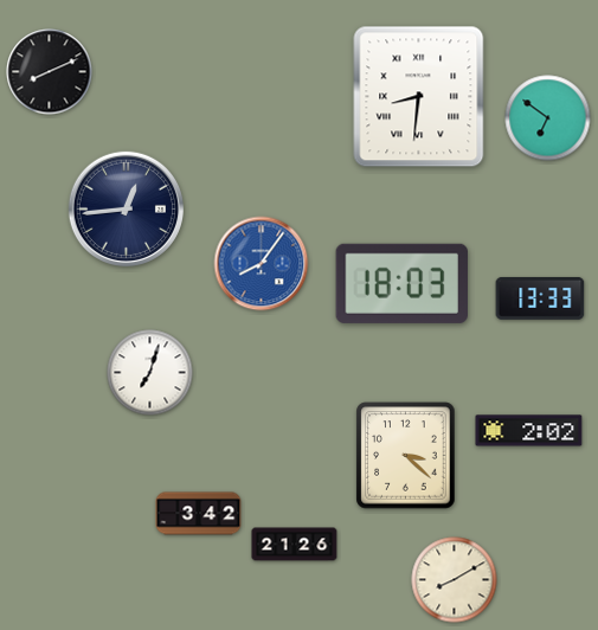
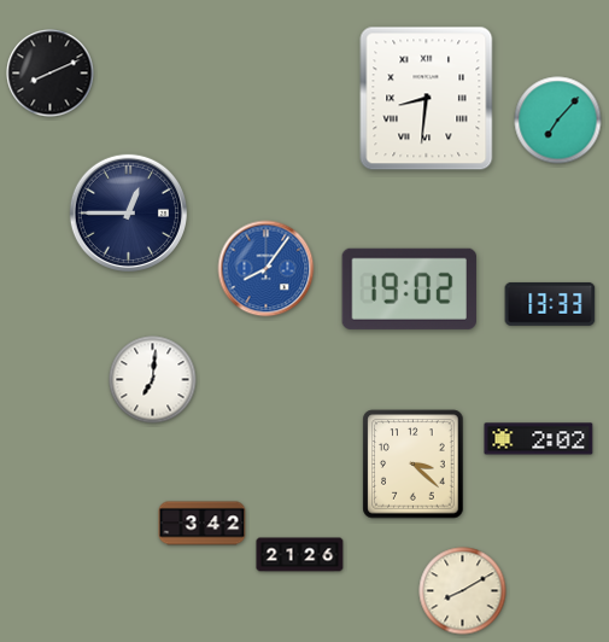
clock at (548, 118): 6:51 -> 7:07
clock at (126, 208): 12:44 -> 12:45
clock at (401, 283): 18:03 -> 19:02
clock at (150, 373): 7:03 -> 7:01
